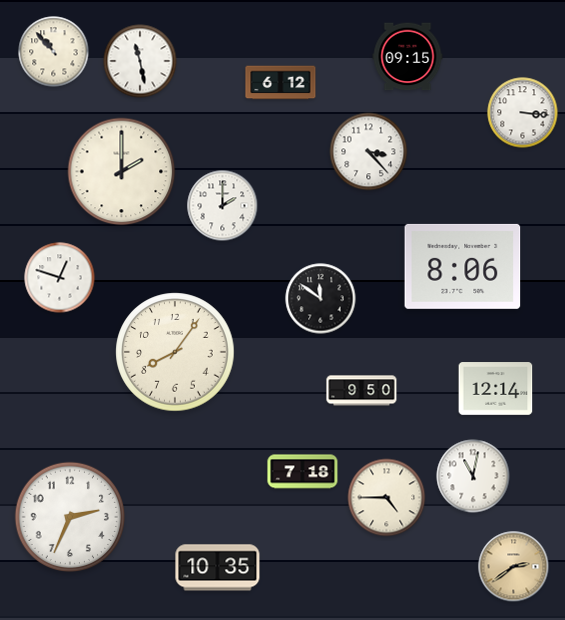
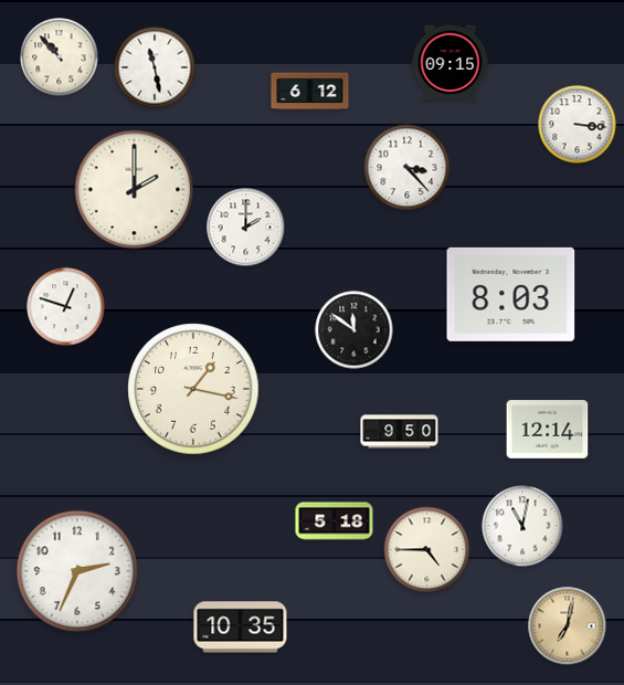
clock at (463, 266): 8:06 -> 8:03
clock at (175, 352): 8:06 -> 1:17
clock at (303, 472): 7:18 -> 5:18
clock at (514, 567): 2:39 -> 7:02
